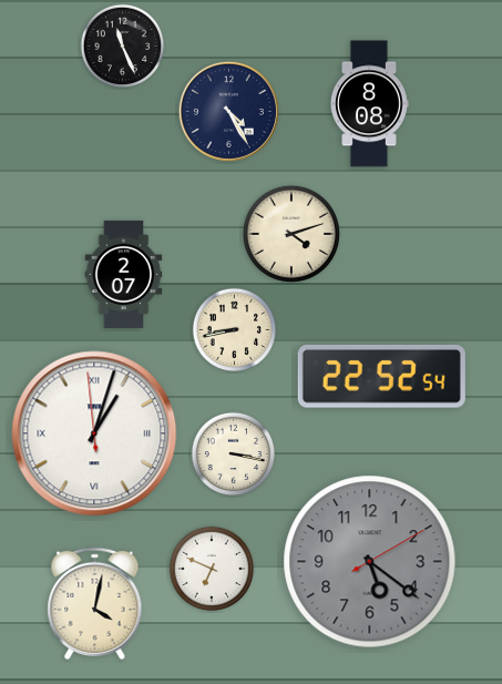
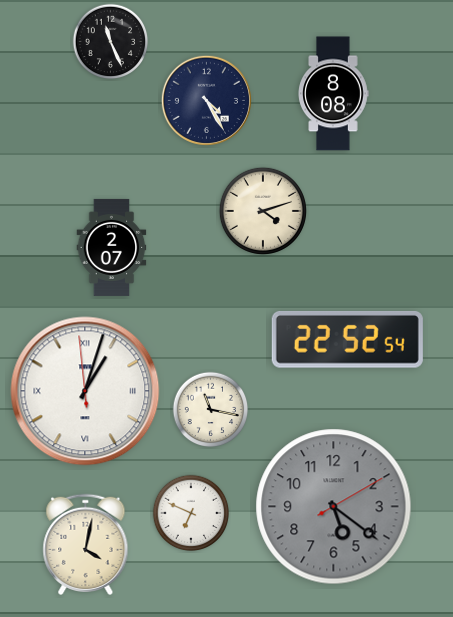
clock at (235, 330): 8:43 -> none
clock at (381, 376) position: (381, 376) -> (347, 339)
clock at (234, 455): 3:17 -> 11:17
